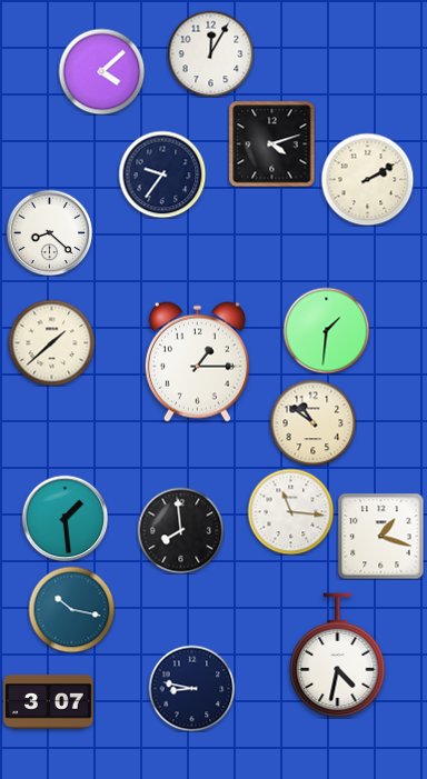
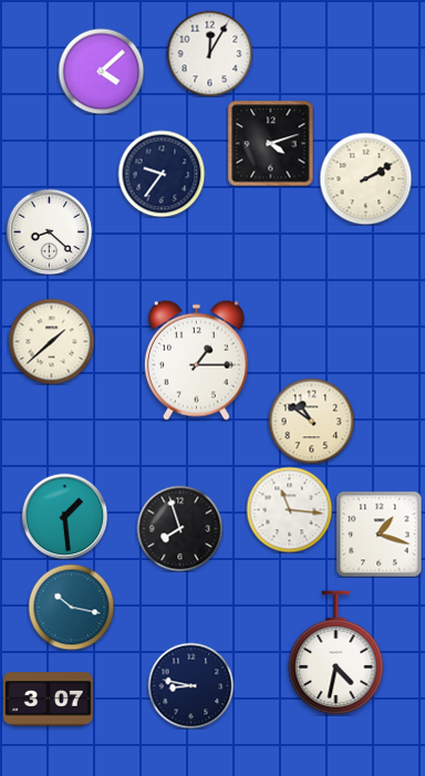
clock at (326, 330): 1:31 -> none
clock at (180, 530): 7:59 -> 7:57
